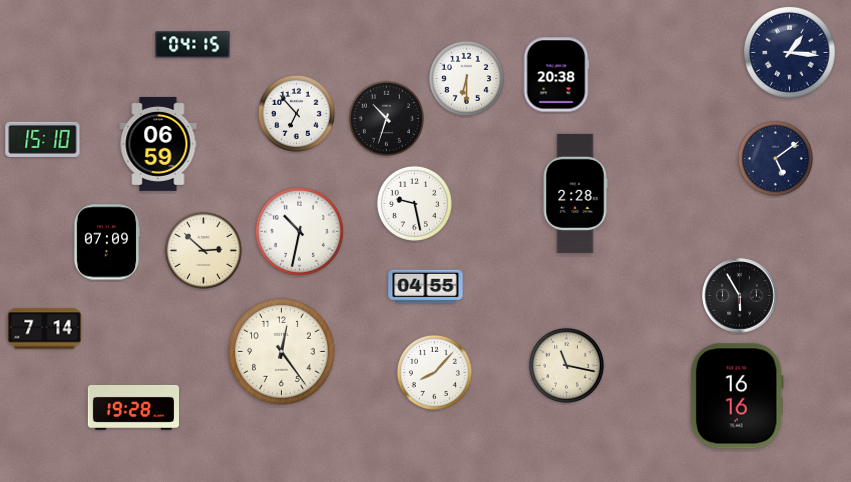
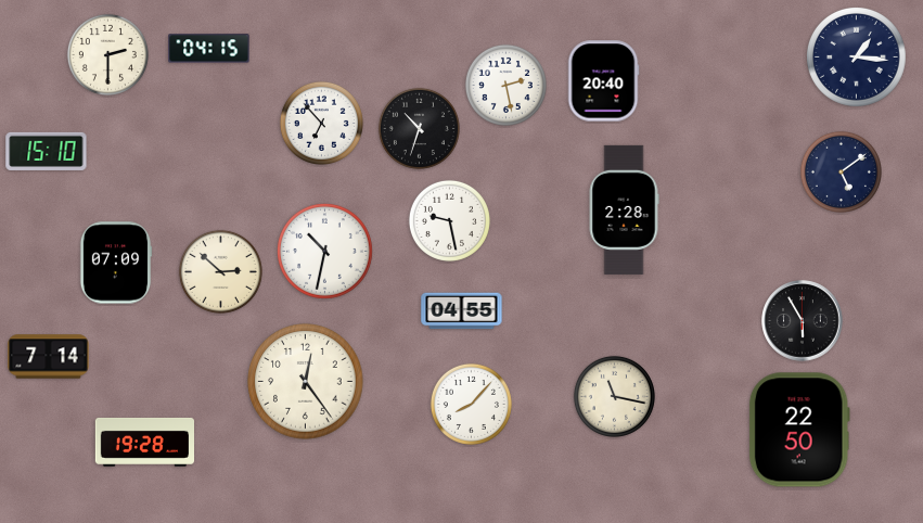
clock at (107, 54): none -> 2:30
clock at (556, 75): 20:38 -> 20:40
clock at (466, 78): 6:30 -> 2:28
clock at (158, 144): 06:59 -> none
clock at (737, 396): 16:16 -> 22:50
